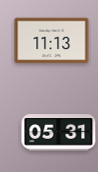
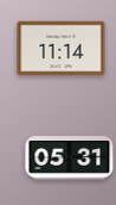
clock at (52, 41): 11:13 -> 11:14
